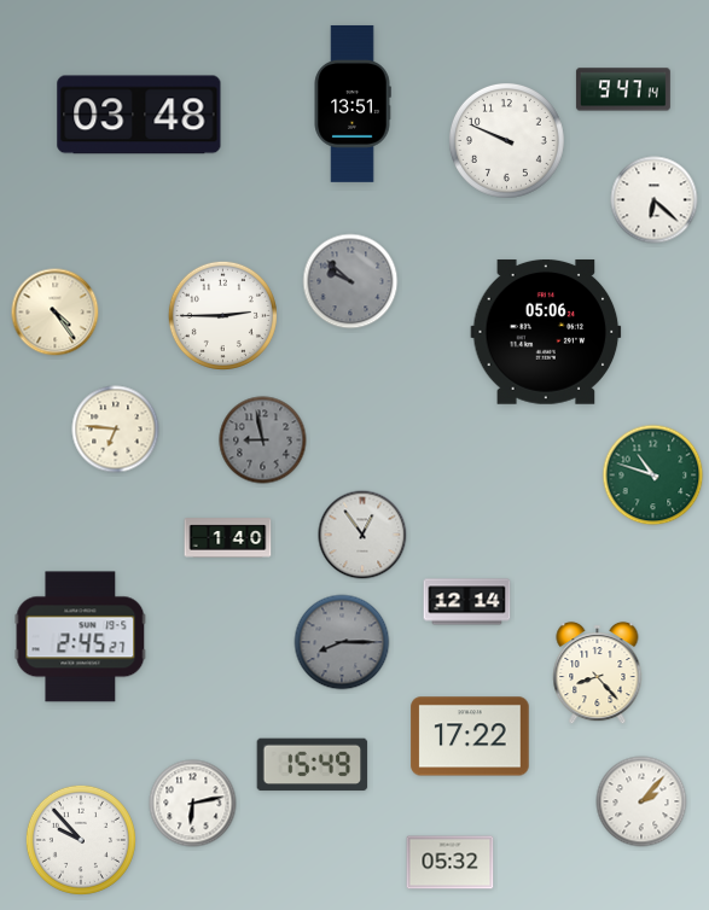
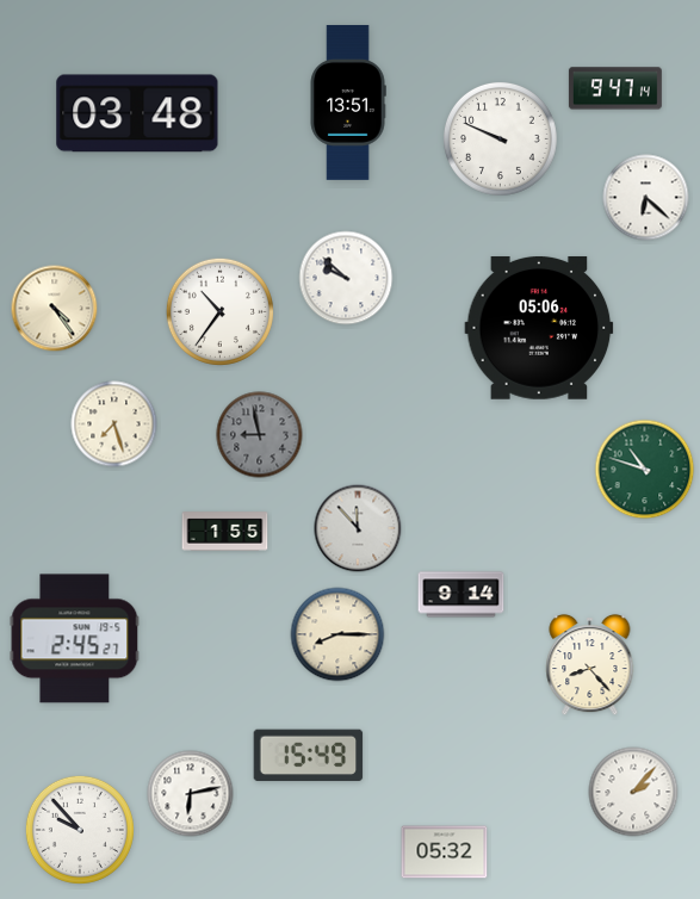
clock at (350, 281) dial: grey -> white
clock at (222, 315): 2:45 -> 10:36
clock at (116, 430): 6:46 -> 7:27
clock at (362, 535): 12:54 -> 11:53
clock at (228, 538): 1:40 -> 1:55
clock at (467, 602): 12:14 -> 9:14
clock at (81, 637) position: (81, 637) -> (75, 639)
clock at (342, 642) dial: grey -> cream
clock at (470, 736): 17:22 -> none
